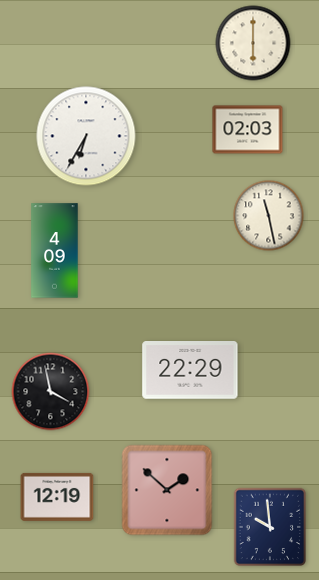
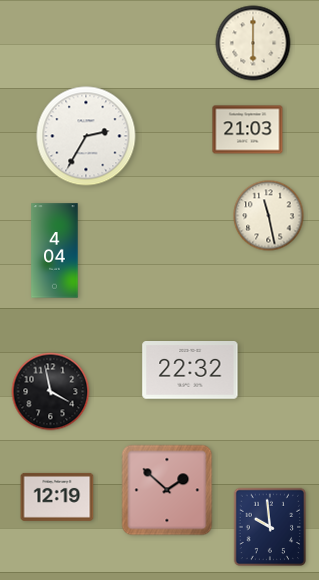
clock at (248, 130): 02:03 -> 21:03
clock at (86, 136): 6:35 -> 2:35
clock at (55, 251): 4:09 -> 4:04
clock at (190, 371): 22:29 -> 22:32
